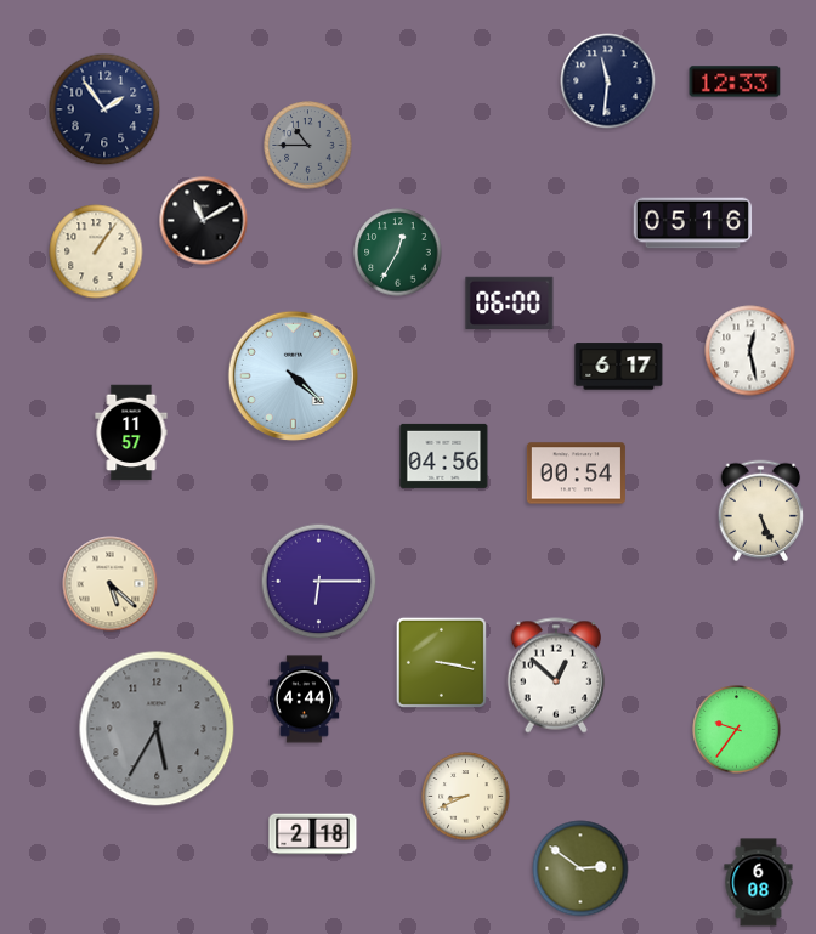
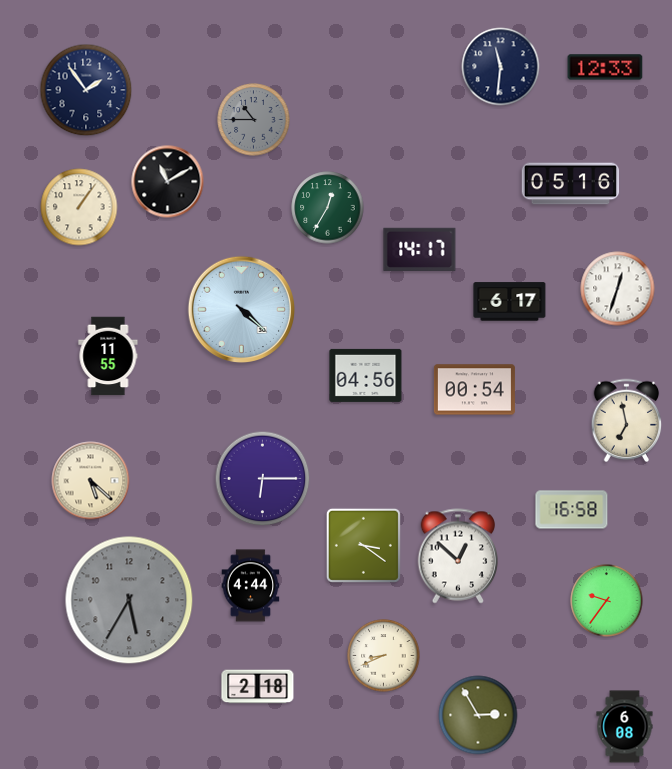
clock at (510, 302): 06:00 -> 14:17
clock at (750, 351): 12:28 -> 12:33
clock at (131, 432): 11:57 -> 11:55
clock at (761, 511): 5:26 -> 6:58
clock at (572, 510): none -> 16:58
clock at (441, 662): 3:17 -> 3:21
clock at (305, 700) position: (305, 700) -> (251, 586)
clock at (580, 868): 2:51 -> 2:55
